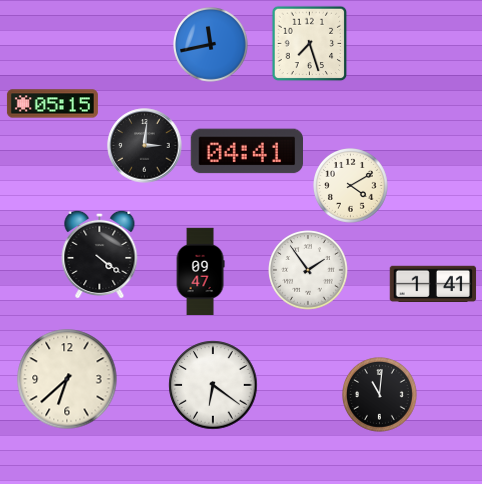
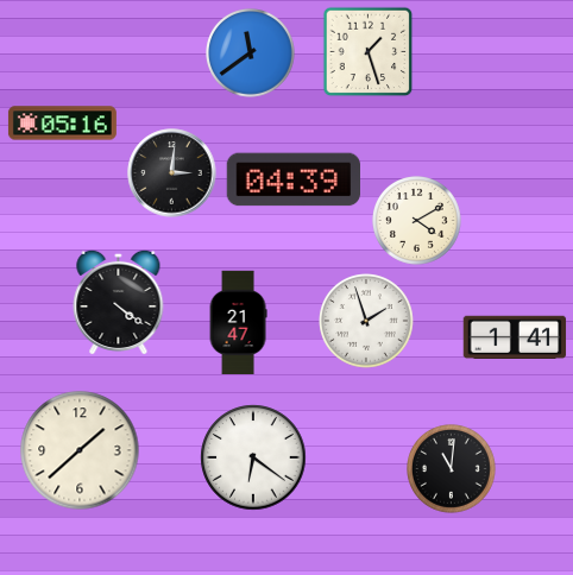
clock at (310, 44): 7:27 -> 1:27
clock at (211, 45): 11:43 -> 11:39
clock at (52, 104): 05:15 -> 05:16
clock at (247, 151): 04:41 -> 04:39
clock at (308, 270): 1:54 -> 1:57
clock at (200, 272): 09:47 -> 21:47
clock at (67, 379): 6:38 -> 1:38
